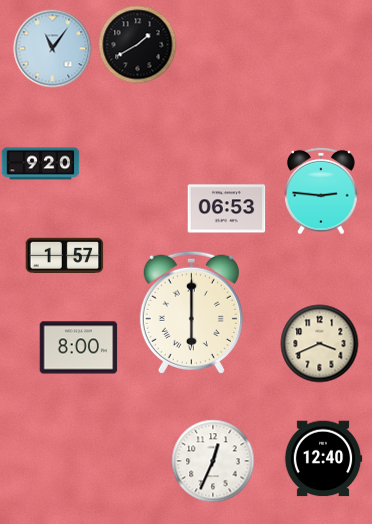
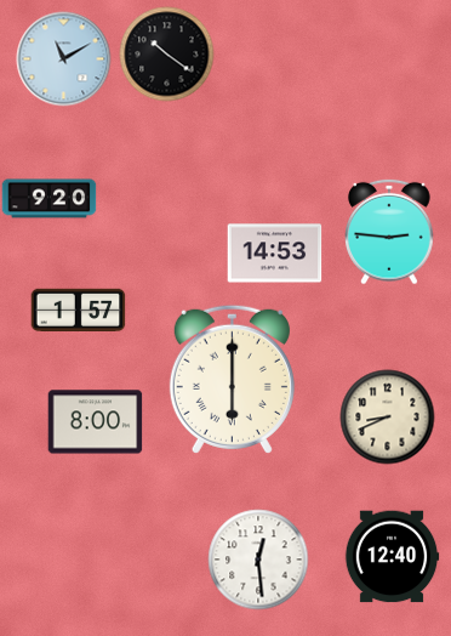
clock at (137, 44): 1:40 -> 10:21
clock at (52, 48): 11:06 -> 11:10
clock at (226, 209): 06:53 -> 14:53
clock at (319, 343): 3:41 -> 8:41
clock at (213, 461): 12:34 -> 12:29
